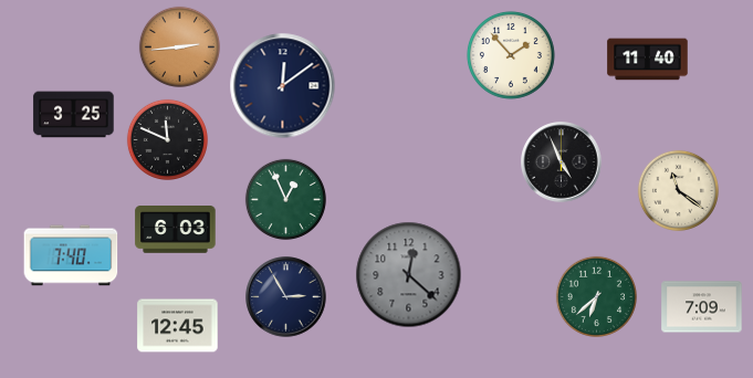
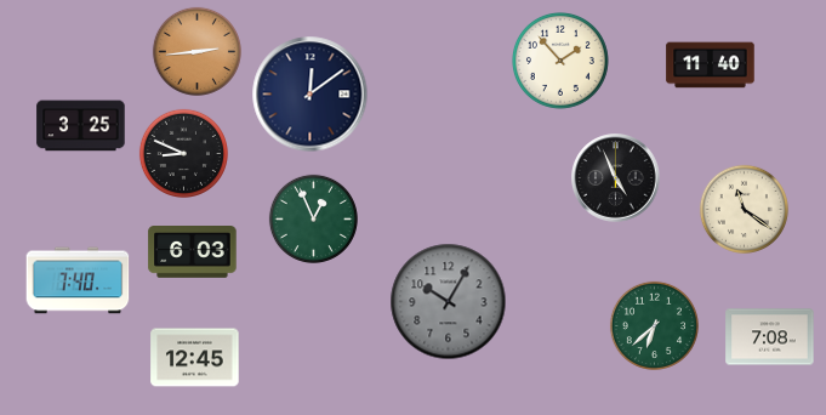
clock at (167, 139): 11:49 -> 8:49
clock at (409, 275): 12:22 -> 10:05
clock at (286, 297): 2:55 -> none
clock at (702, 307): 7:09 -> 7:08
